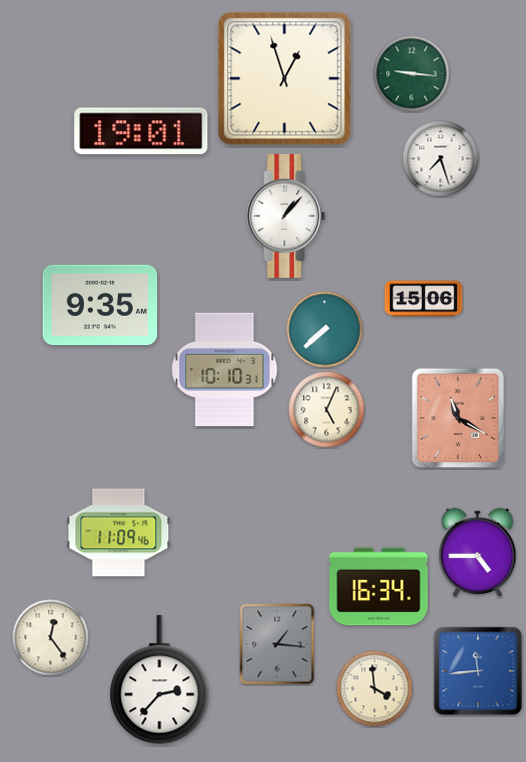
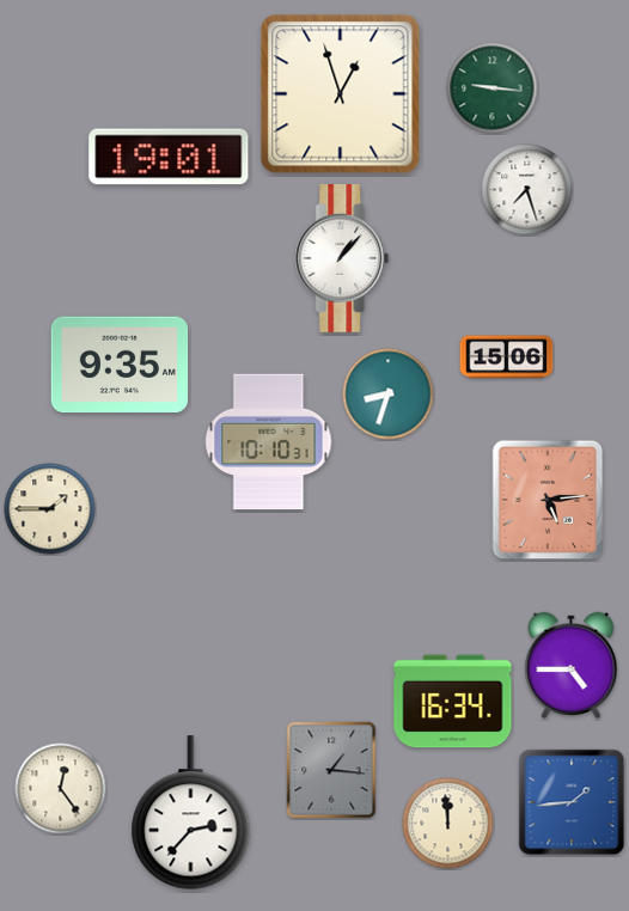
clock at (325, 330): 7:38 -> 8:33
clock at (327, 410): 5:04 -> none
clock at (458, 418): 11:20 -> 5:14
clock at (50, 509): none -> 1:45
clock at (119, 533): 11:09 -> none
clock at (478, 552) position: (478, 552) -> (572, 665)
clock at (51, 638) position: (51, 638) -> (61, 789)
clock at (478, 671): 11:44 -> 1:44
clock at (375, 689): 3:59 -> 11:59
